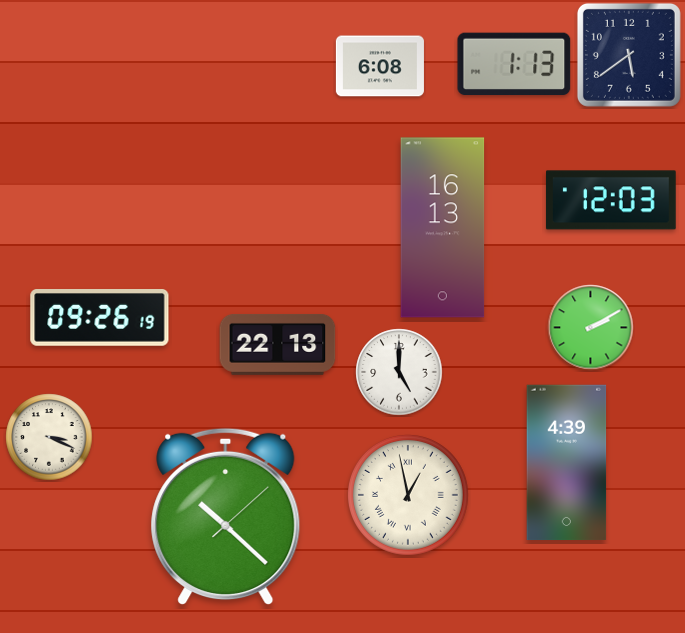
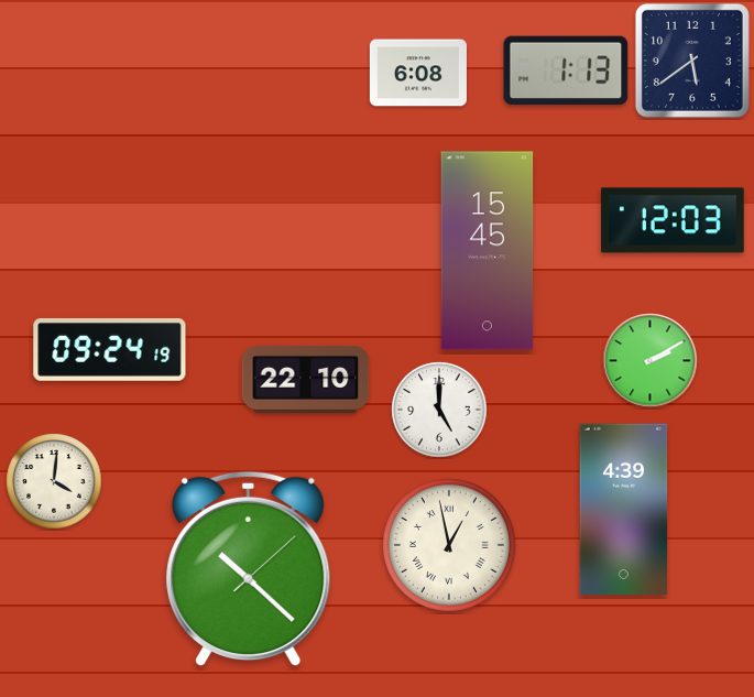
clock at (443, 228): 16:13 -> 15:45
clock at (100, 318): 09:26 -> 09:24
clock at (278, 344): 22:13 -> 22:10
clock at (49, 437): 3:19 -> 4:01
